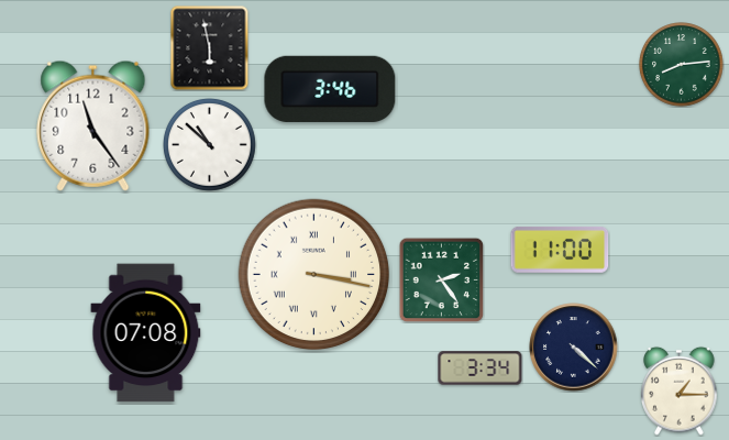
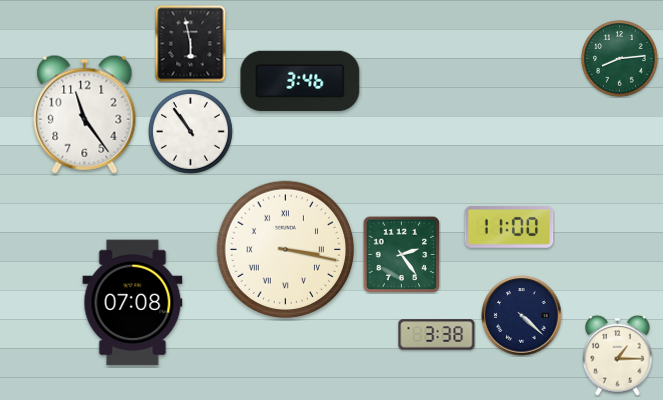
clock at (210, 145): 10:52 -> 10:54
clock at (481, 369): 3:34 -> 3:38
